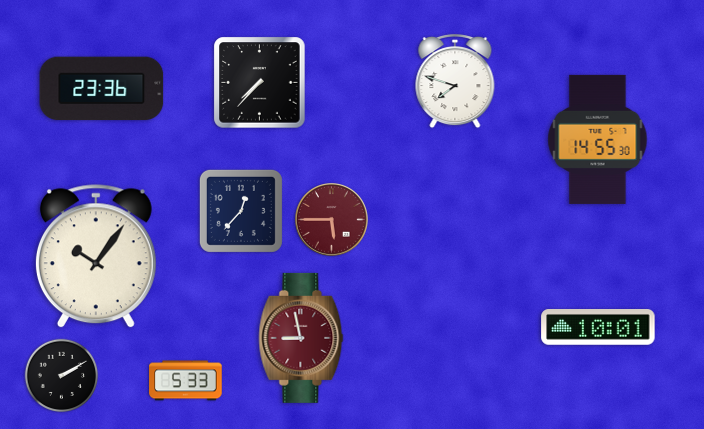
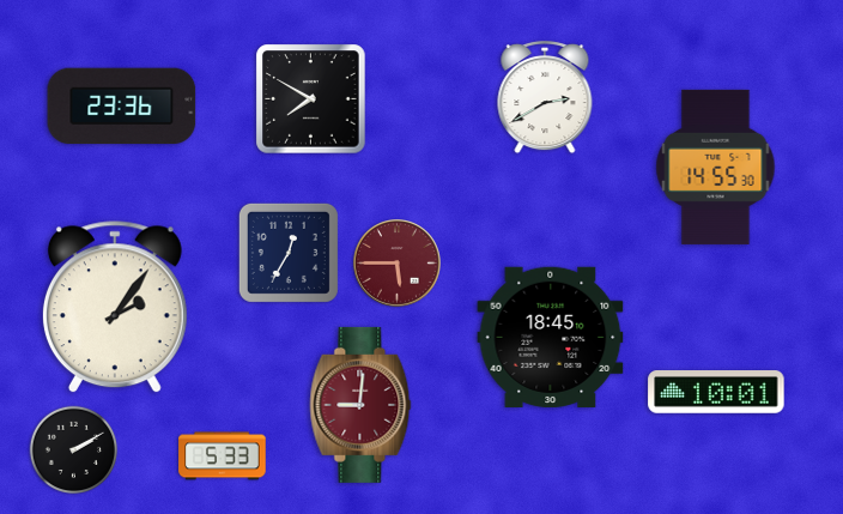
clock at (455, 81): 7:48 -> 2:40
clock at (260, 83): 7:37 -> 7:50
clock at (241, 211): 12:37 -> 12:35
clock at (96, 257): 10:06 -> 2:06
clock at (551, 337): none -> 18:45
clock at (301, 338): 8:58 -> 9:01
